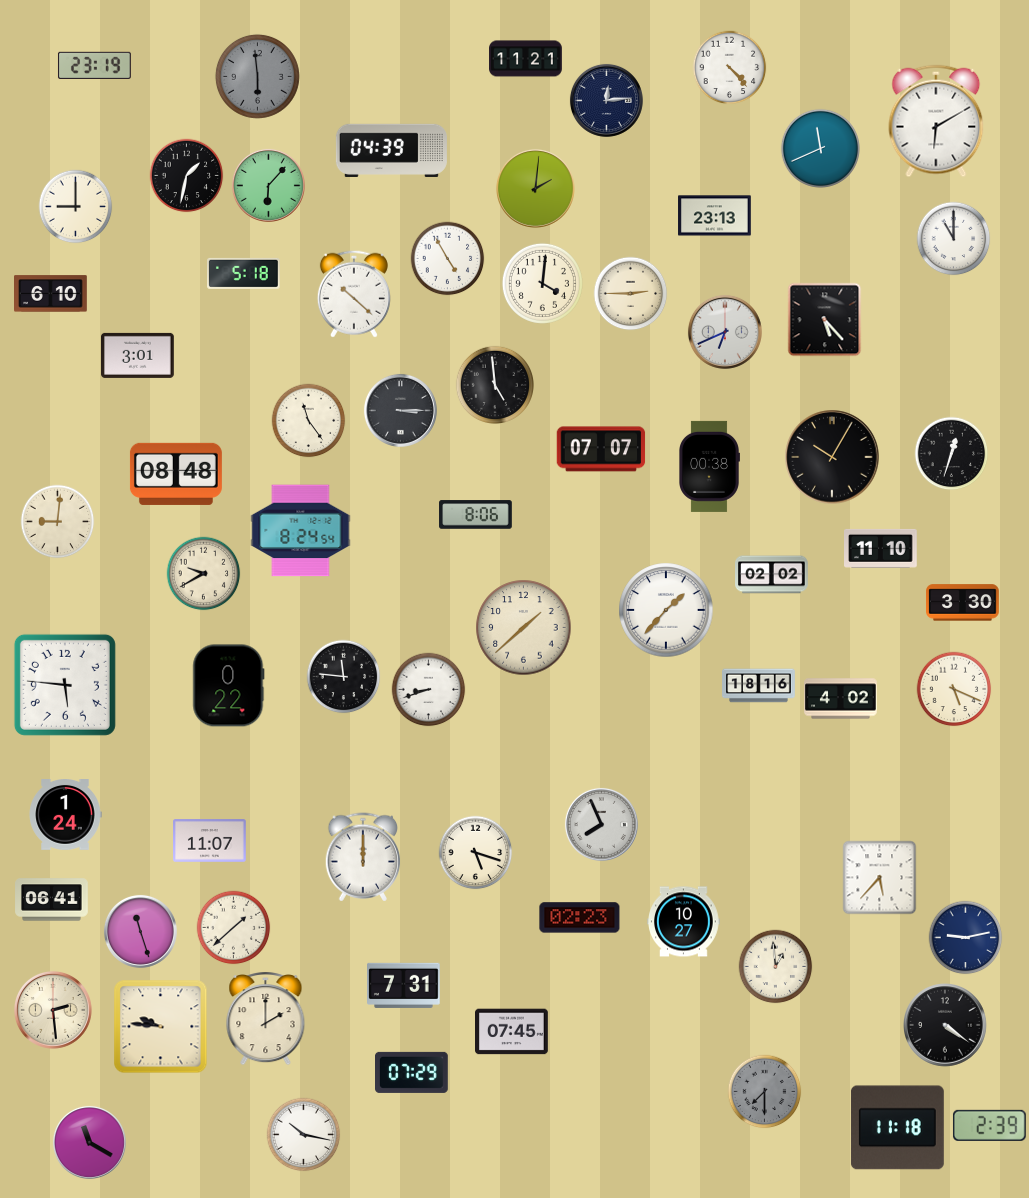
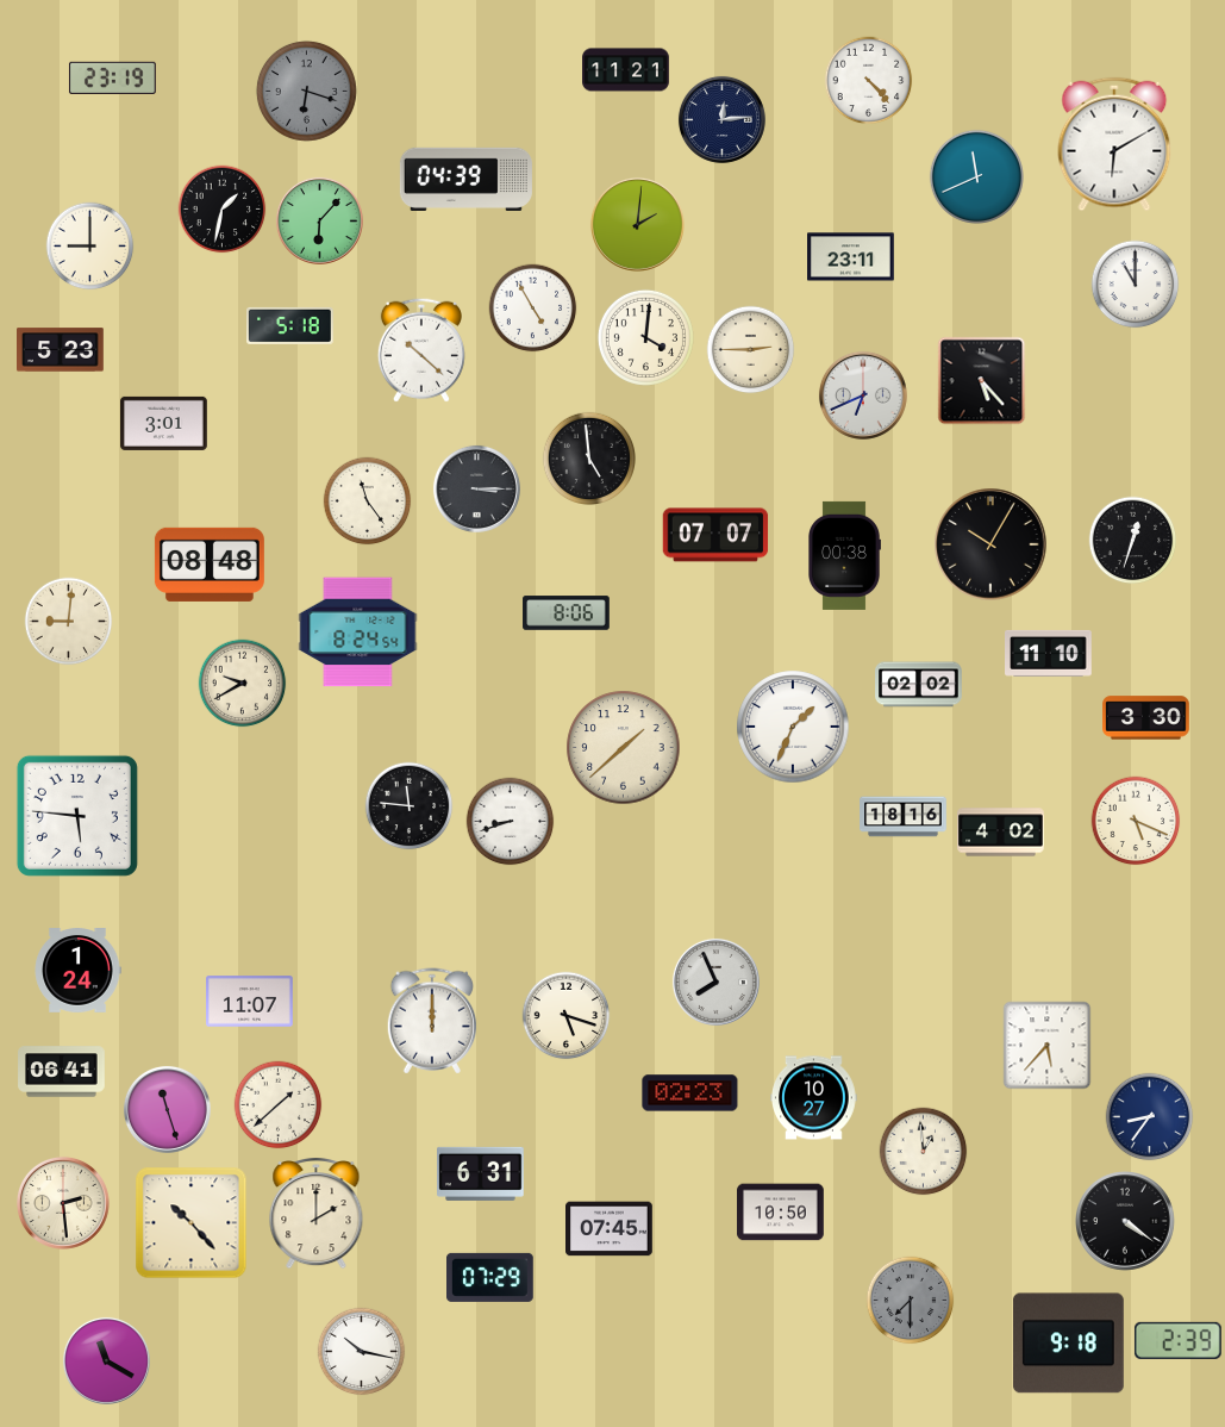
clock at (257, 76): 5:59 -> 6:18
clock at (715, 216): 23:13 -> 23:11
clock at (51, 294): 6:10 -> 5:23
clock at (666, 610): 1:37 -> 1:34
clock at (229, 686): 0:22 -> none
clock at (966, 938): 9:13 -> 8:36
clock at (404, 985): 7:31 -> 6:31
clock at (781, 1213): none -> 10:50
clock at (161, 1027): 9:46 -> 10:23
clock at (897, 1128): 11:18 -> 9:18
